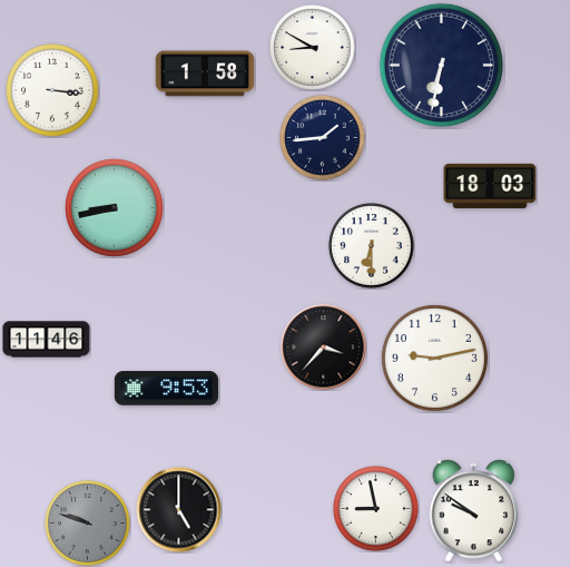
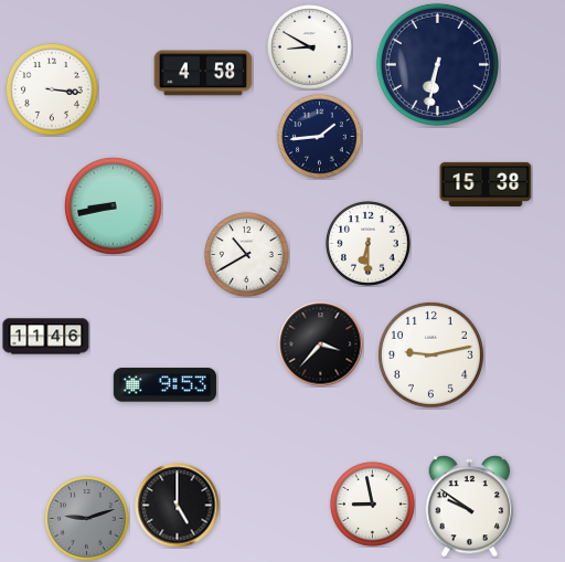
clock at (205, 74): 1:58 -> 4:58
clock at (490, 186): 18:03 -> 15:38
clock at (247, 255): none -> 10:40
clock at (88, 524): 9:48 -> 9:12
